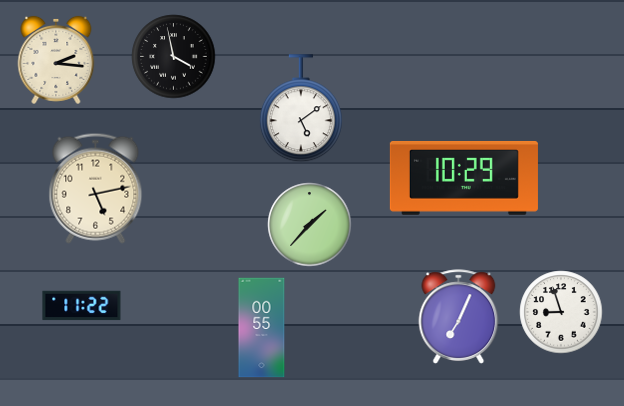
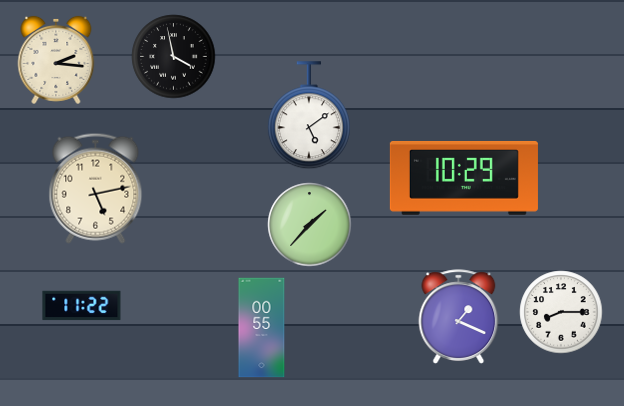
clock at (301, 109) position: (301, 109) -> (309, 116)
clock at (561, 312): 8:57 -> 8:15
clock at (459, 317): 7:04 -> 1:19
